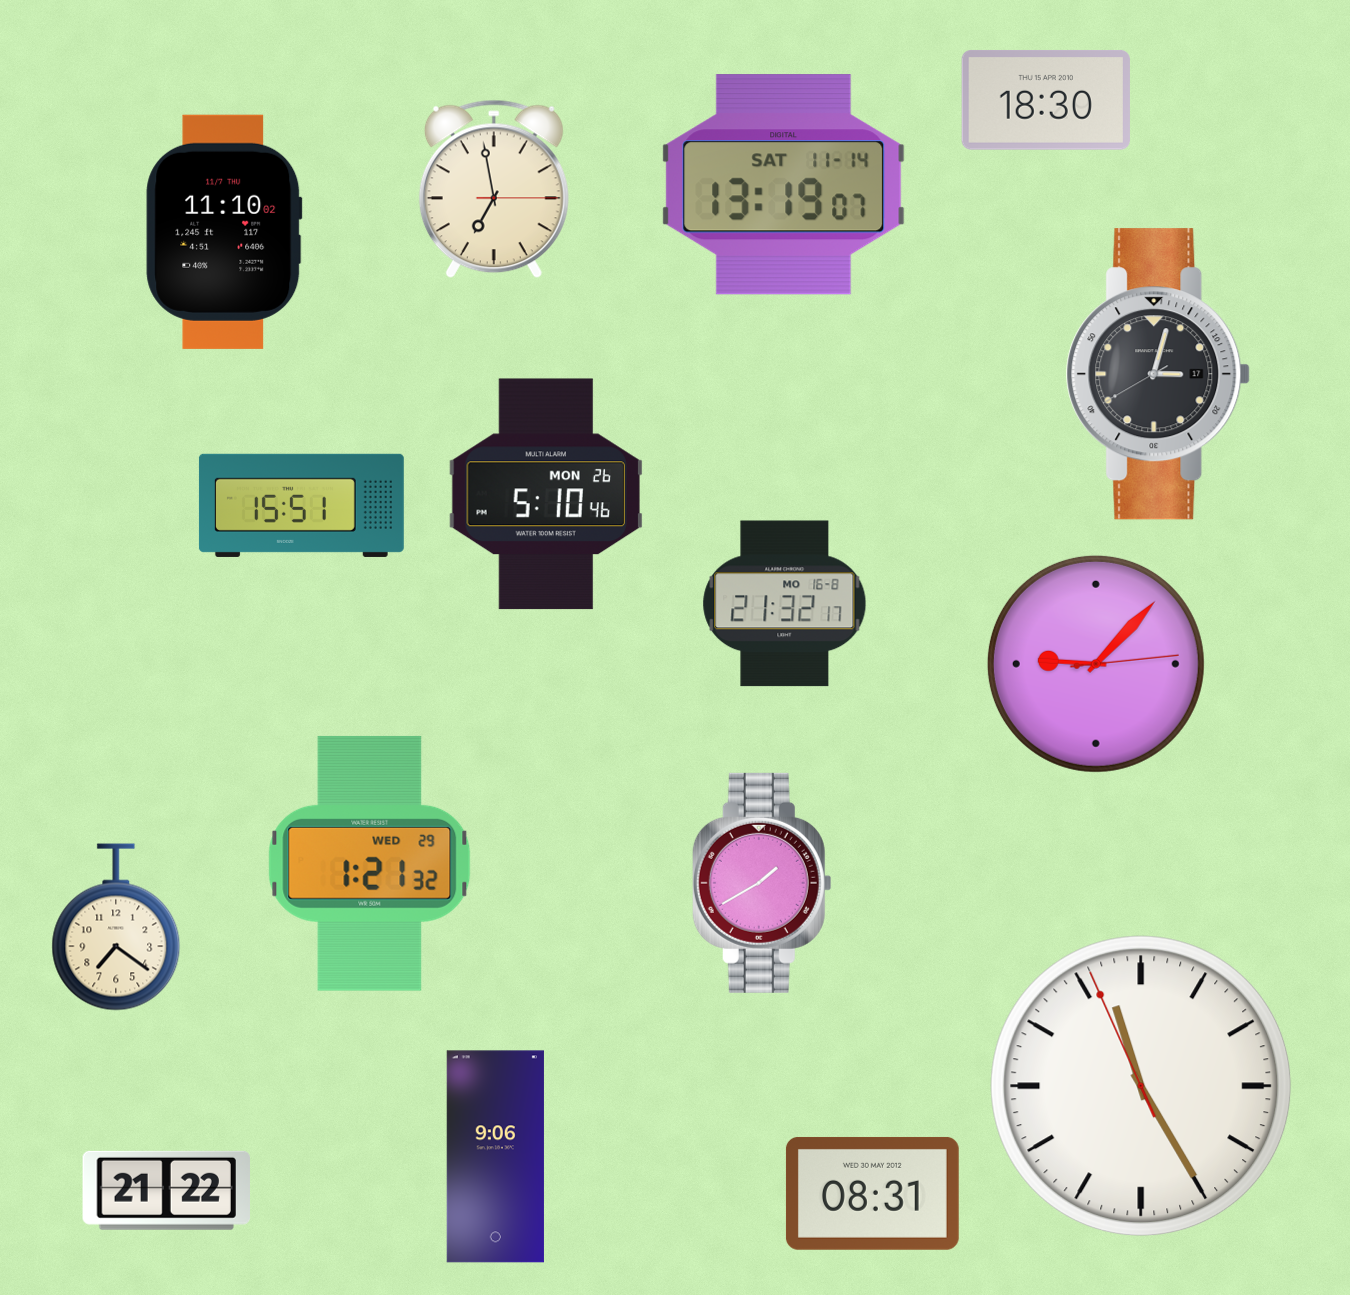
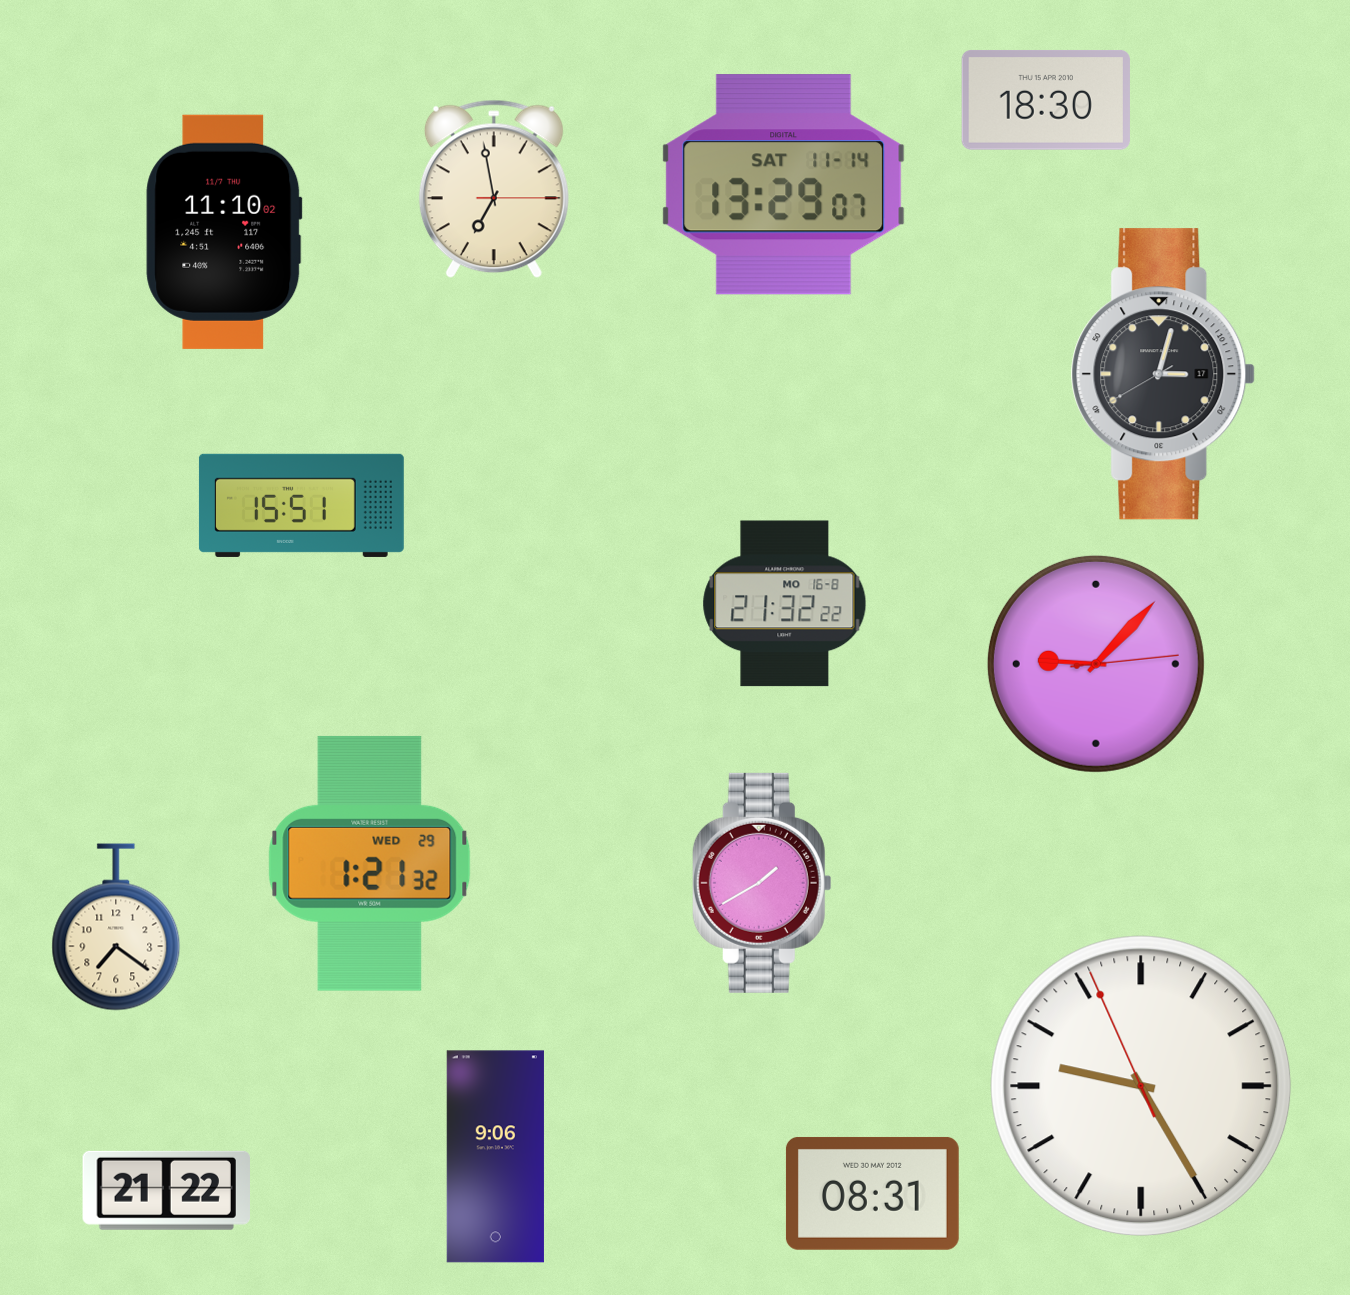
clock at (784, 185): 13:19 -> 13:29
clock at (1158, 374) position: (1158, 374) -> (1163, 374)
clock at (546, 494): 5:10 -> none
clock at (785, 604): 21:32:17 -> 21:32:22
clock at (1141, 1086): 11:24 -> 9:24
